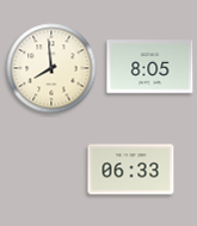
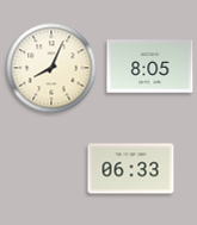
clock at (51, 68): 7:59 -> 8:04
